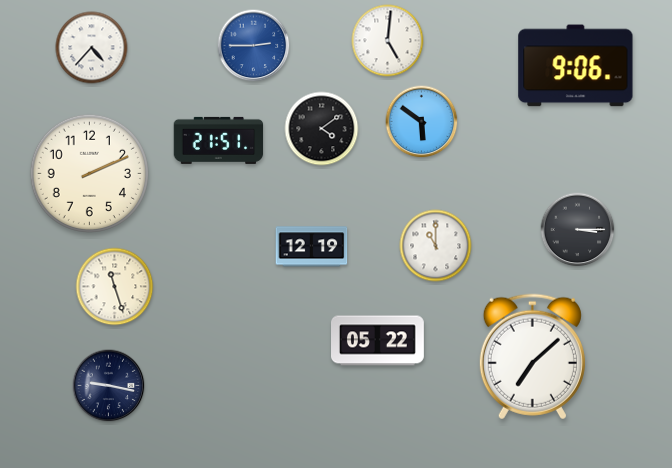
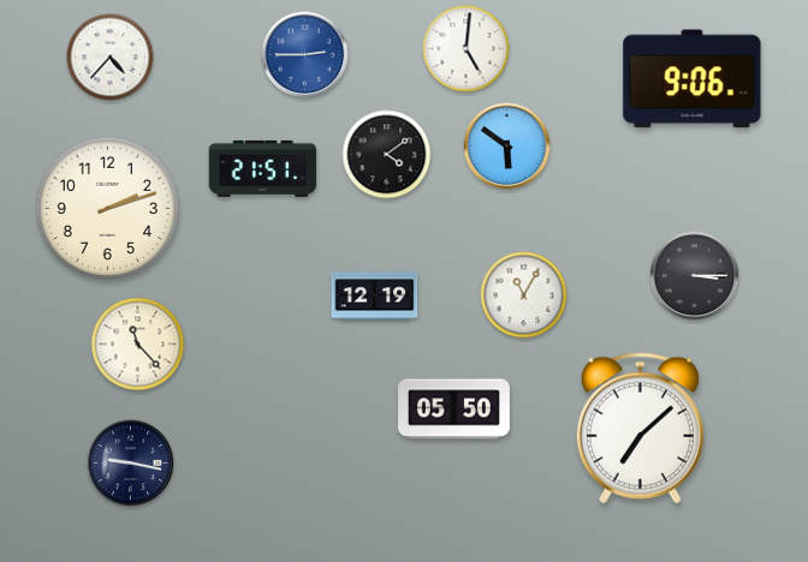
clock at (89, 173): 2:11 -> 2:12
clock at (436, 246): 11:00 -> 11:05
clock at (115, 287): 11:27 -> 11:23
clock at (378, 341): 05:22 -> 05:50
